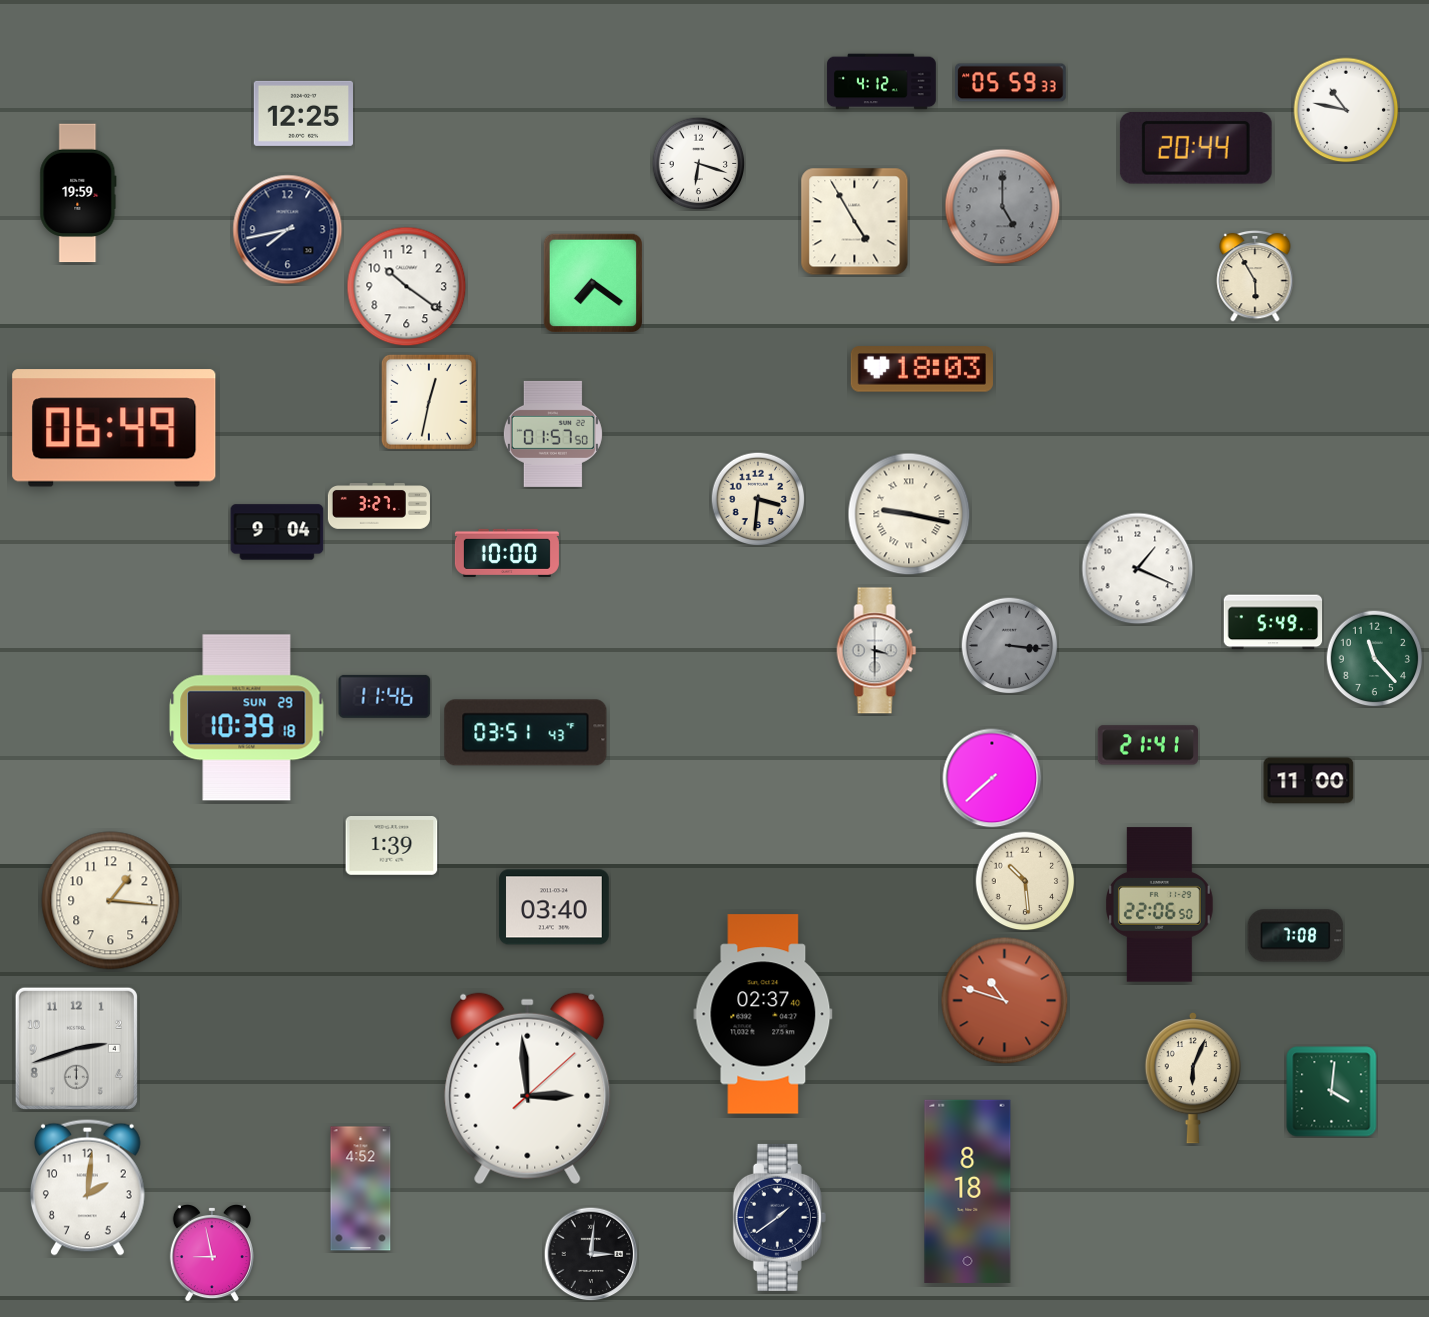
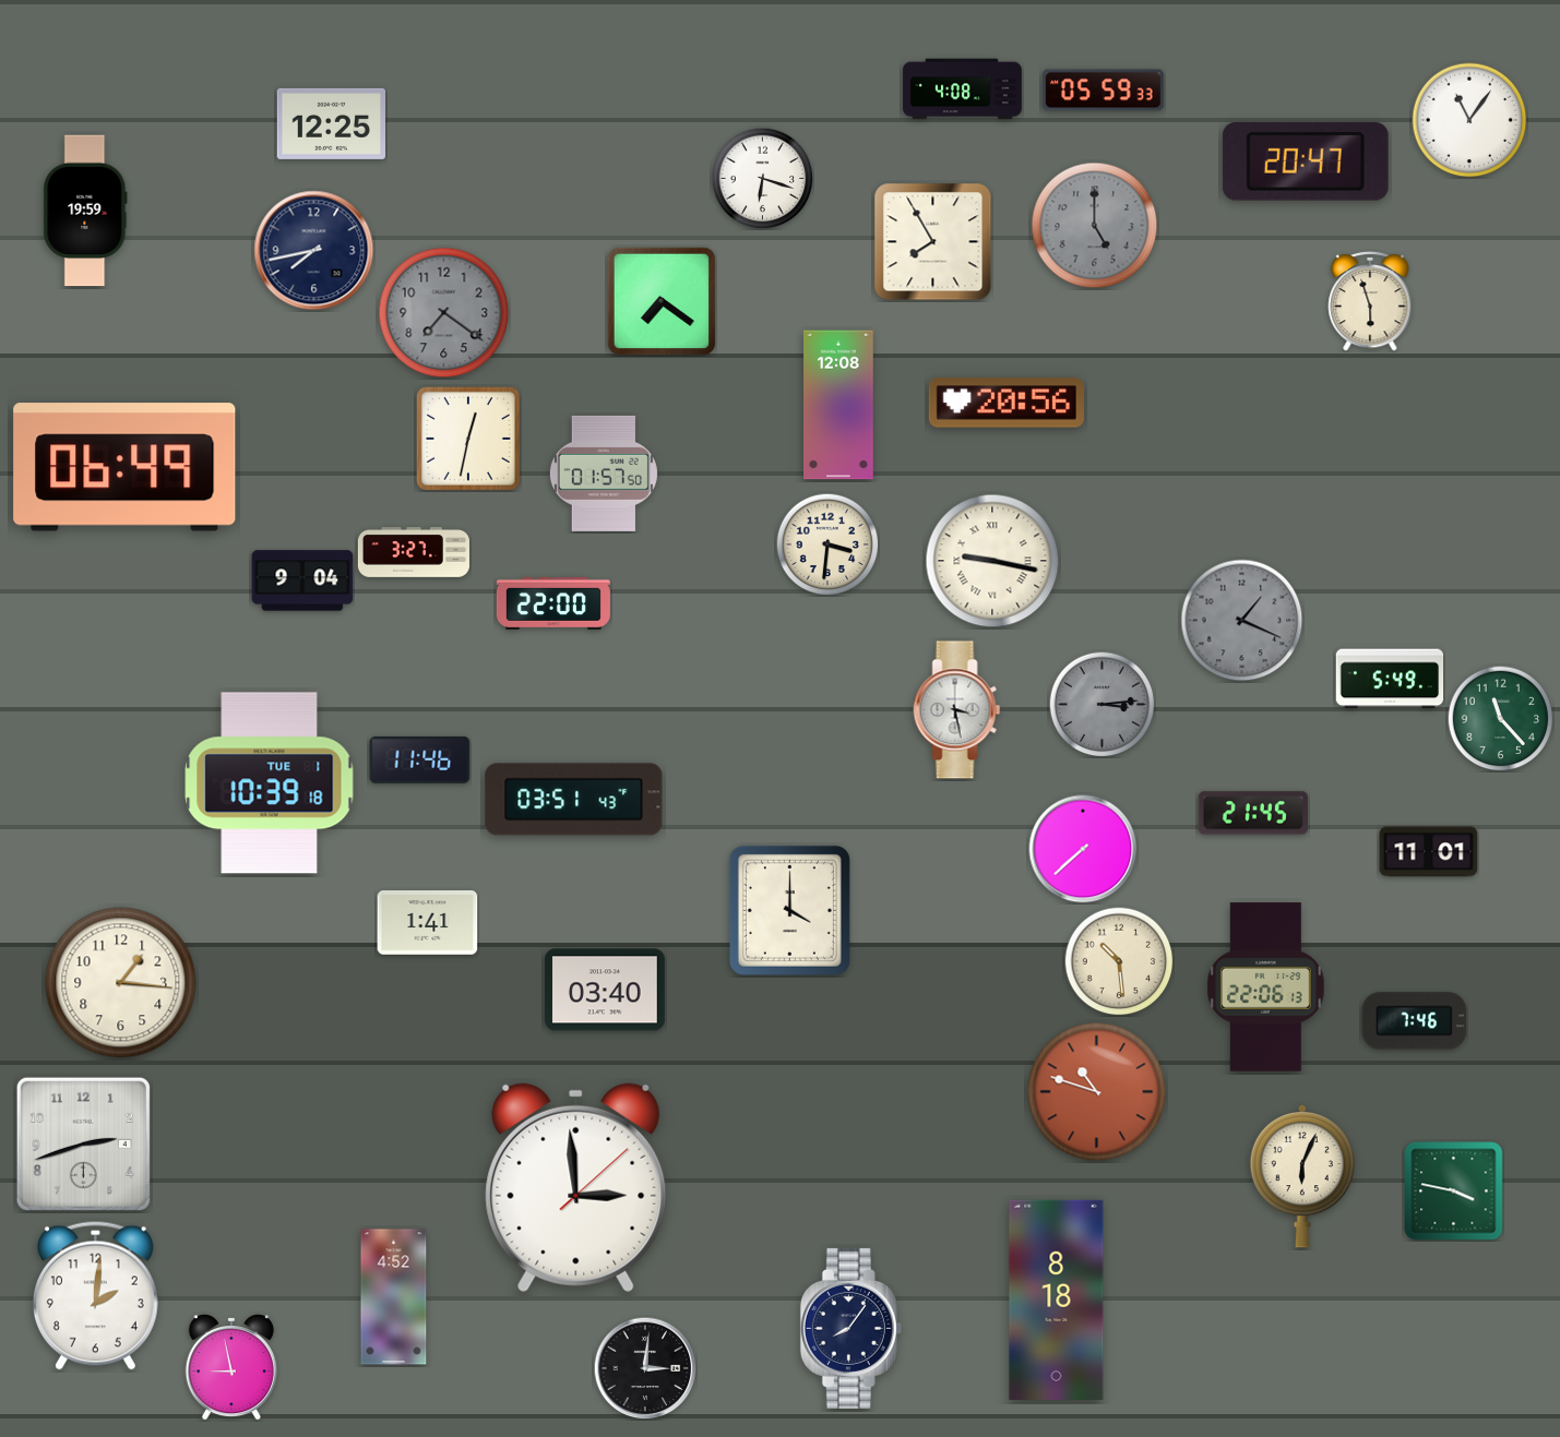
clock at (882, 82): 4:12 -> 4:08
clock at (1346, 110): 10:47 -> 11:06
clock at (1196, 148): 20:44 -> 20:47
clock at (855, 222): 4:55 -> 7:55
clock at (1255, 276): 5:55 -> 5:57
clock at (592, 282) position: (592, 282) -> (660, 300)
clock at (407, 287): 10:21 -> 7:21
clock at (407, 287) dial: white -> grey
clock at (922, 369): 18:03 -> 20:56
clock at (839, 405): none -> 12:08
clock at (507, 553): 10:00 -> 22:00
clock at (1138, 569) dial: white -> grey
clock at (1009, 645): 3:16 -> 3:14
clock at (877, 651): 3:30 -> 3:28
clock at (247, 718) date: SUN 29 -> TUE 1
clock at (1148, 745): 21:41 -> 21:45
clock at (1309, 781): 11:00 -> 11:01
clock at (789, 910): none -> 4:00
clock at (392, 846): 1:39 -> 1:41
clock at (1160, 905): 22:06:50 -> 22:06:13
clock at (1296, 936): 7:08 -> 7:46
clock at (763, 1014): 02:37 -> none
clock at (1332, 1092): 4:01 -> 3:47
clock at (779, 1217): 1:39 -> 8:06
